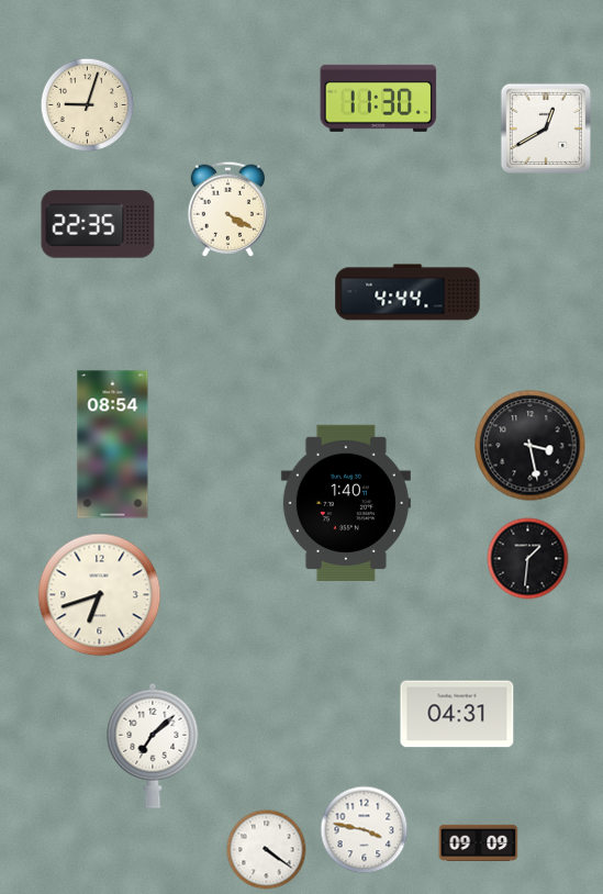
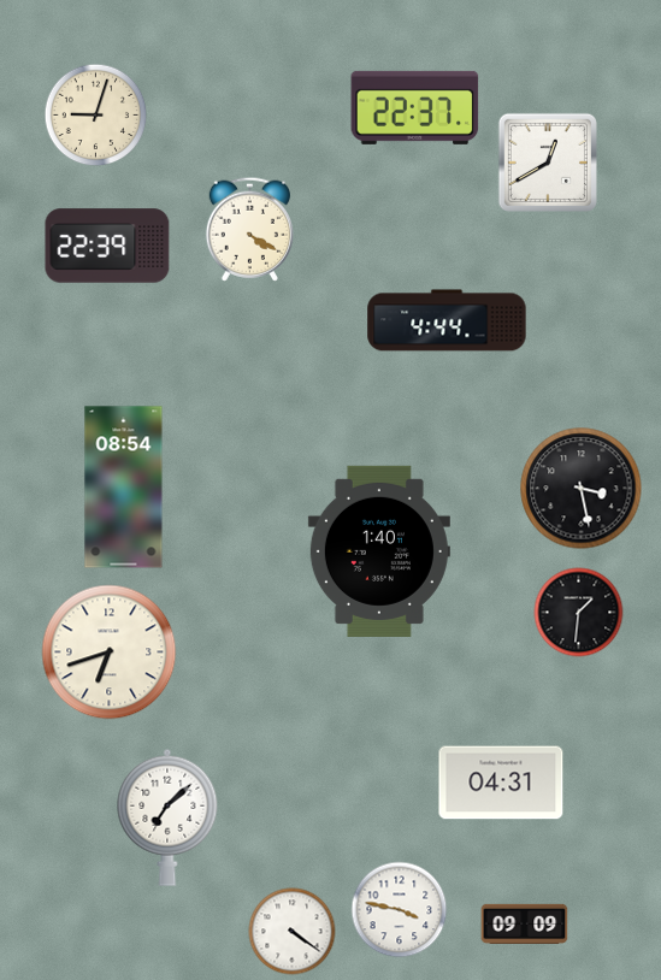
clock at (379, 98): 11:30 -> 22:37
clock at (546, 128) position: (546, 128) -> (548, 163)
clock at (98, 224): 22:35 -> 22:39
